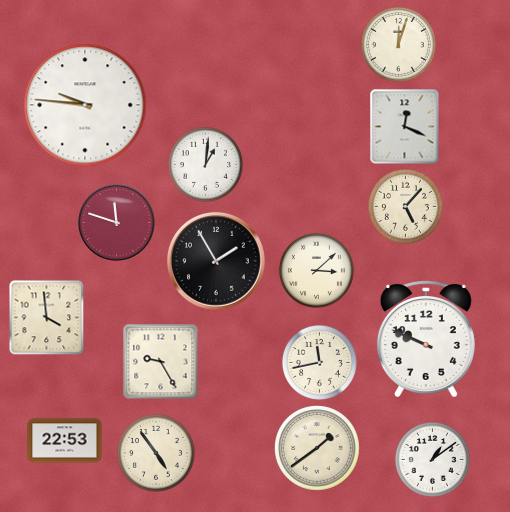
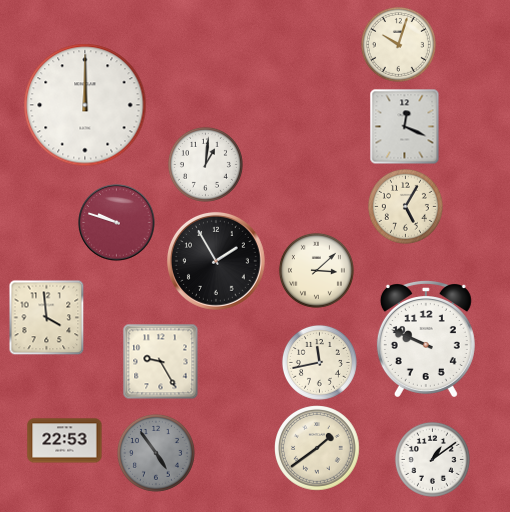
clock at (398, 44): 12:03 -> 10:03
clock at (85, 105): 9:46 -> 12:00
clock at (405, 206): 5:07 -> 5:05
clock at (117, 223): 11:48 -> 9:48
clock at (156, 453) dial: cream -> grey
